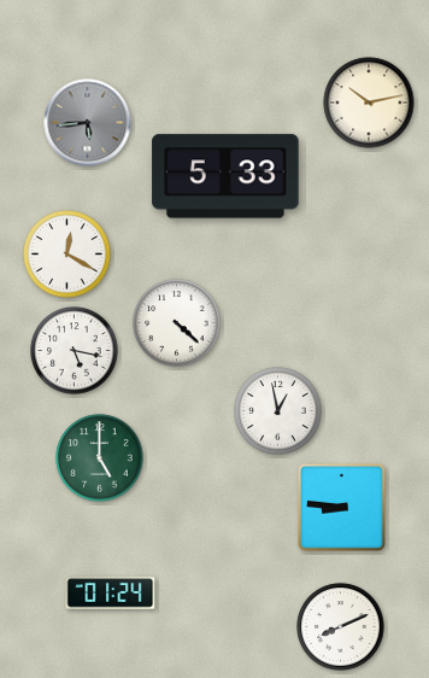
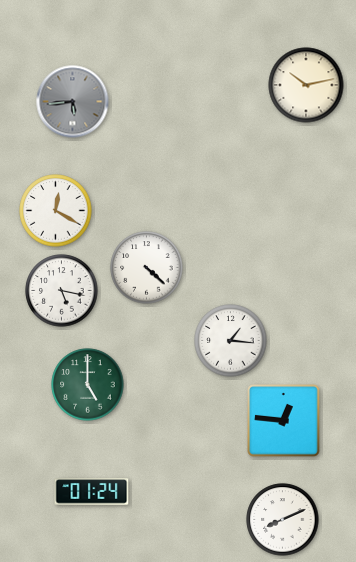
clock at (225, 176): 5:33 -> none
clock at (278, 411): 12:58 -> 1:16
clock at (100, 458) position: (100, 458) -> (88, 385)
clock at (342, 508): 8:46 -> 12:46
